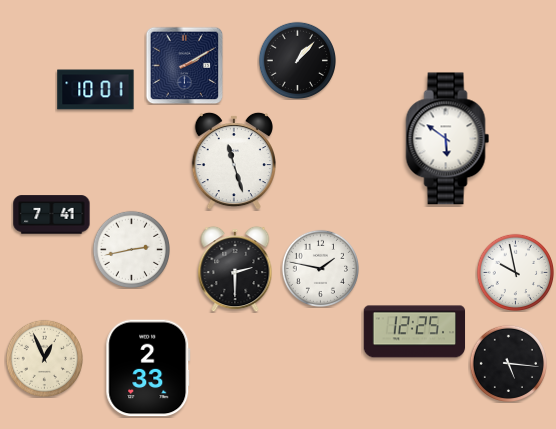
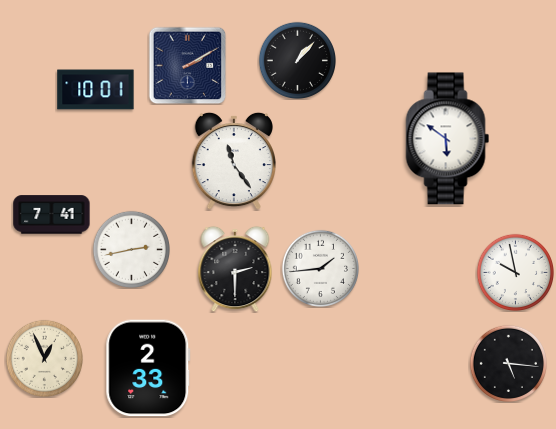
clock at (184, 65) position: (184, 65) -> (187, 65)
clock at (234, 161): 11:27 -> 11:24
clock at (320, 268): 1:47 -> 1:44
clock at (415, 332): 12:25 -> none
